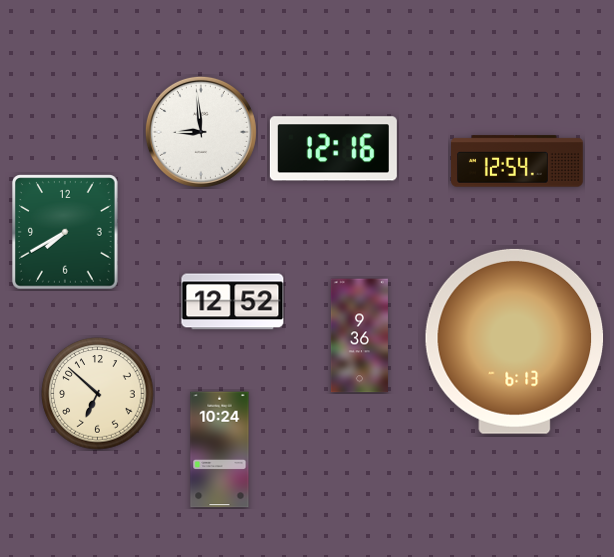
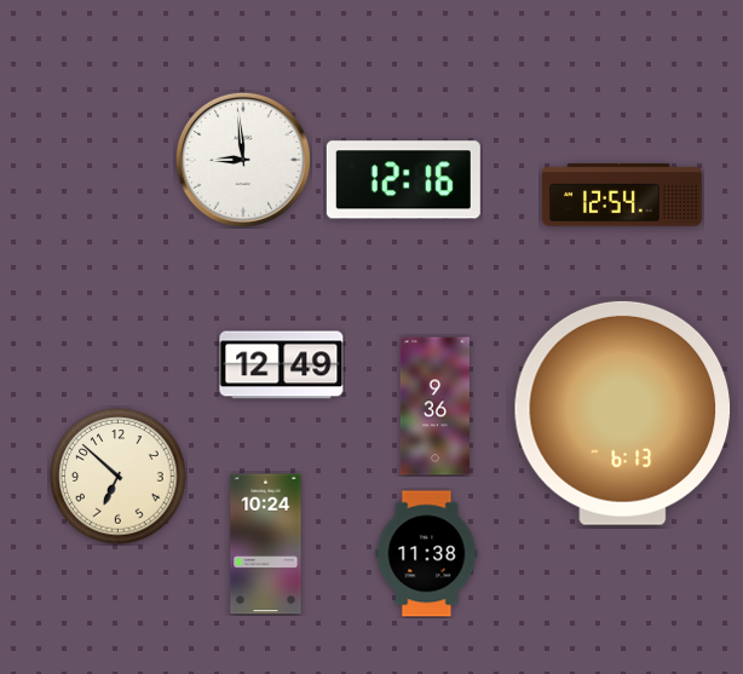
clock at (518, 161) position: (518, 161) -> (623, 195)
clock at (65, 232): 7:40 -> none
clock at (233, 302): 12:52 -> 12:49
clock at (427, 554): none -> 11:38
